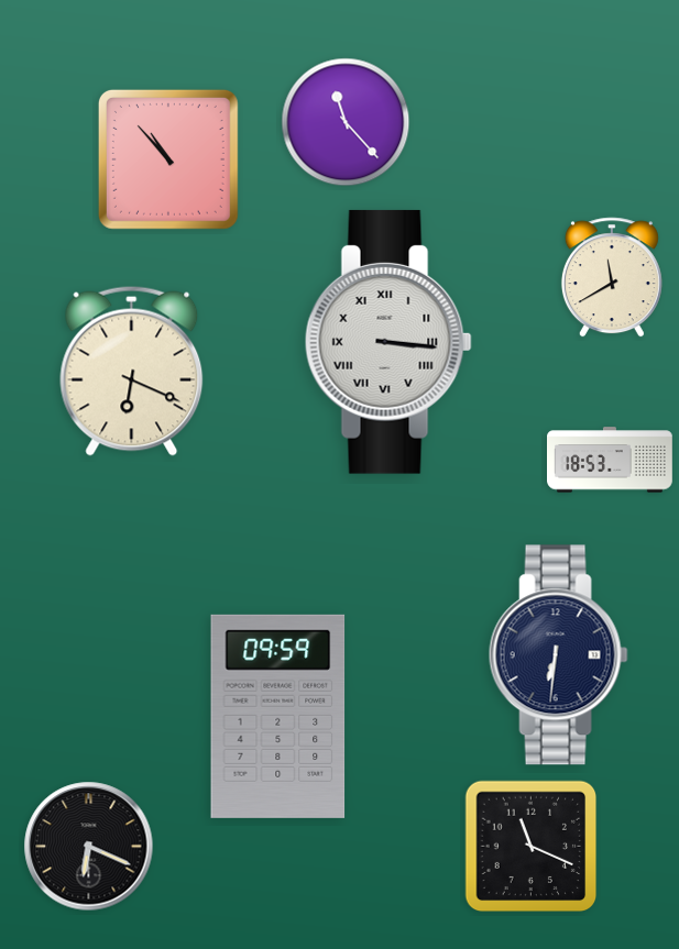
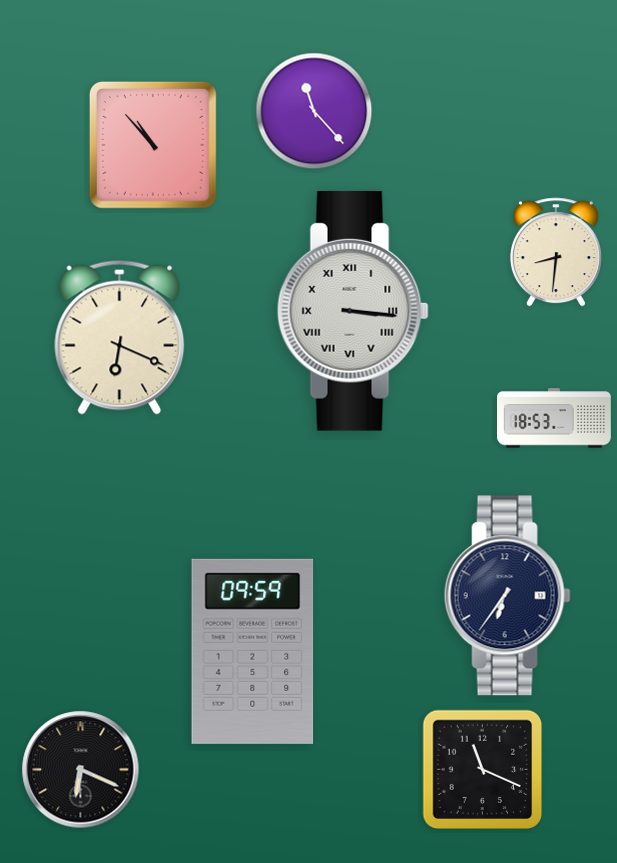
clock at (612, 277): 11:40 -> 8:31
clock at (558, 655): 6:31 -> 6:36
